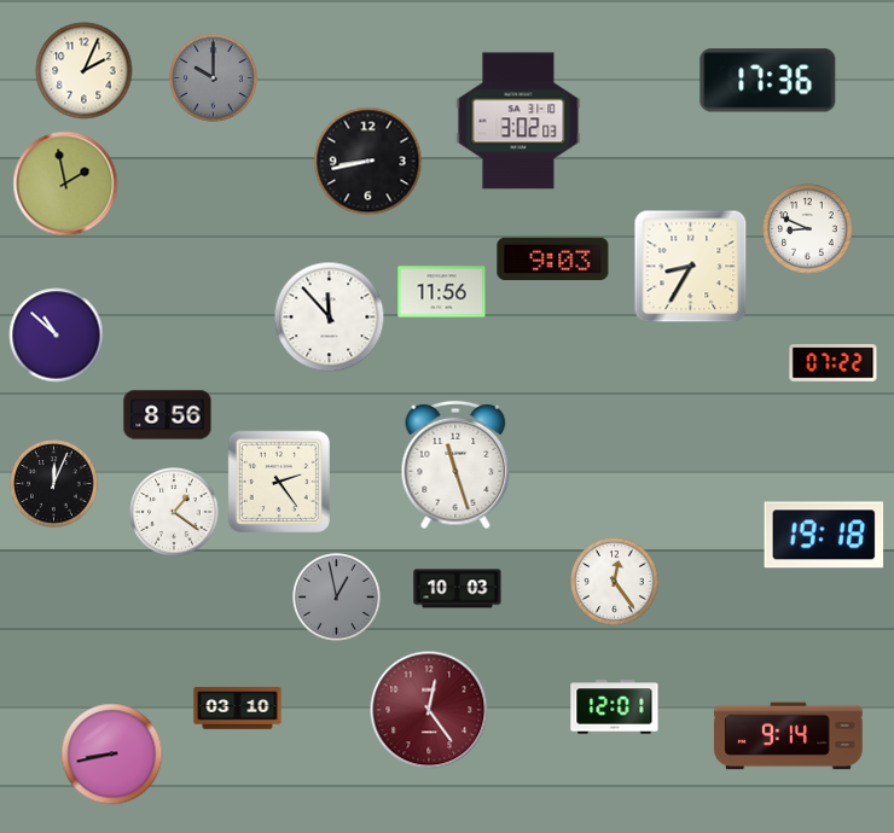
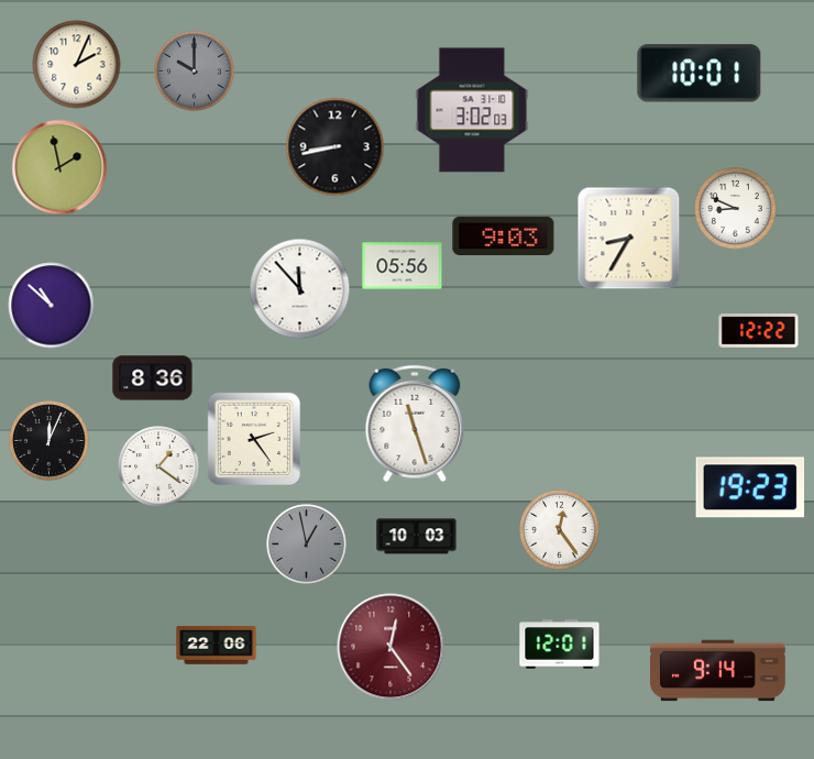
clock at (768, 81): 17:36 -> 10:01
clock at (691, 267) position: (691, 267) -> (629, 239)
clock at (442, 292): 11:56 -> 05:56
clock at (834, 363): 07:22 -> 12:22
clock at (168, 415): 8:56 -> 8:36
clock at (824, 535): 19:18 -> 19:23
clock at (238, 709): 03:10 -> 22:06
clock at (112, 755): 8:43 -> none
